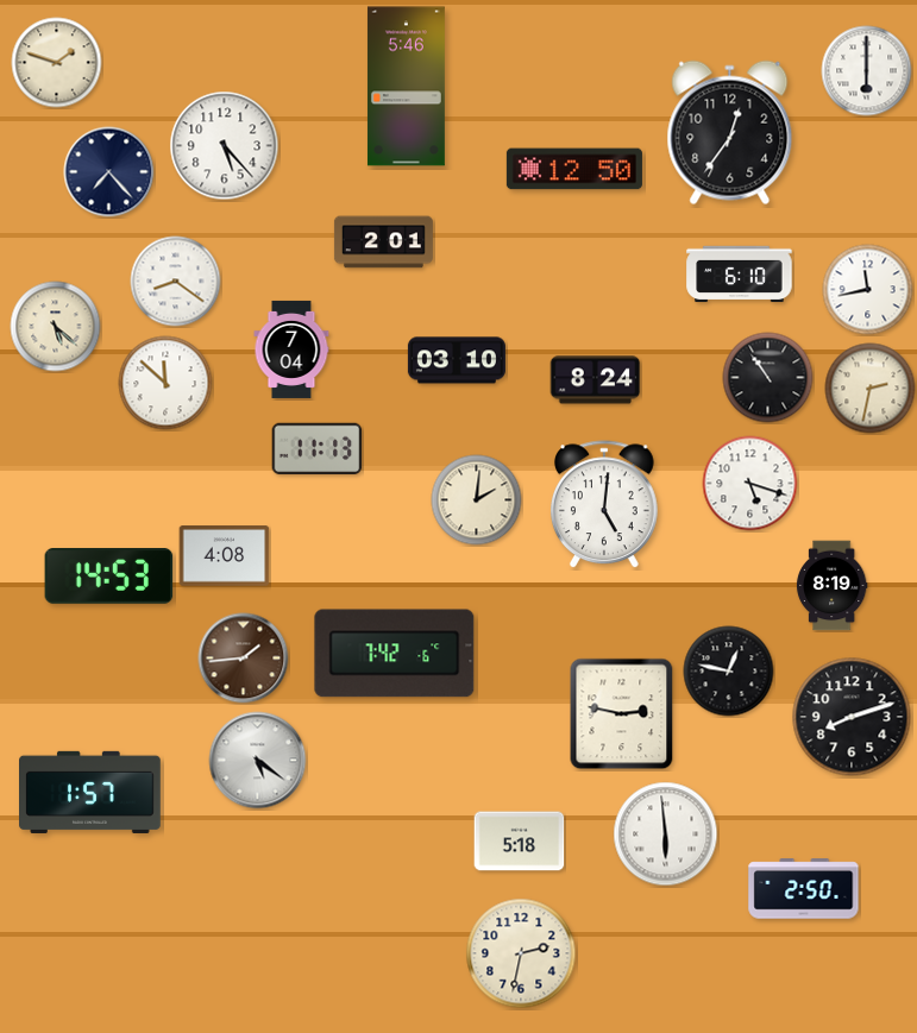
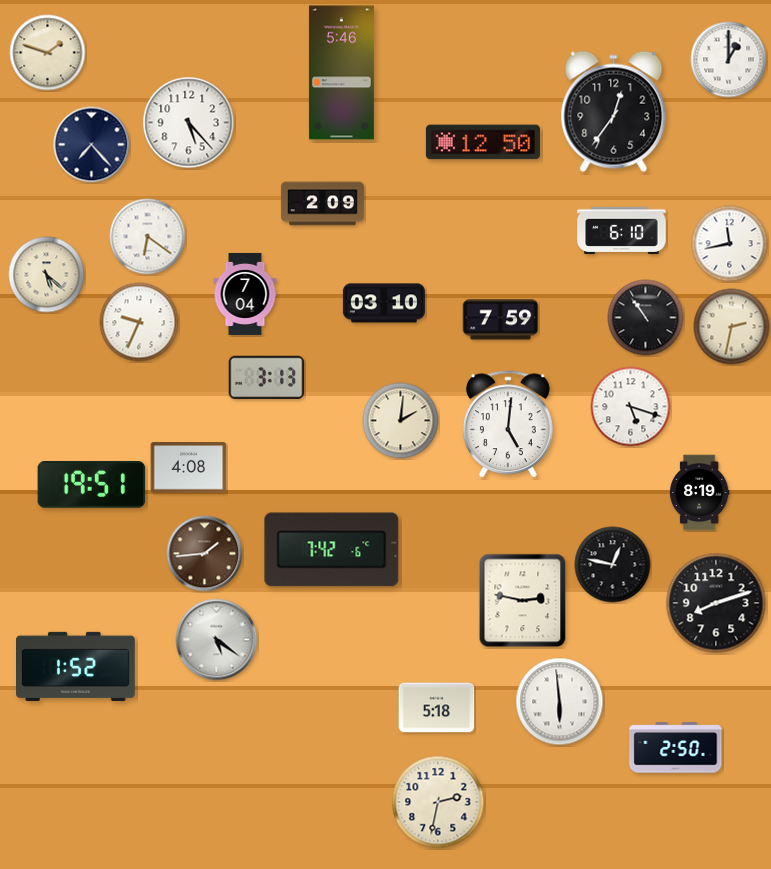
clock at (867, 71): 6:00 -> 1:00
clock at (383, 242): 2:01 -> 2:09
clock at (176, 282): 8:21 -> 6:21
clock at (596, 380): 8:24 -> 7:59
clock at (165, 383): 11:52 -> 9:34
clock at (318, 449): 11:13 -> 3:13
clock at (109, 577): 14:53 -> 19:51
clock at (90, 792): 1:57 -> 1:52
